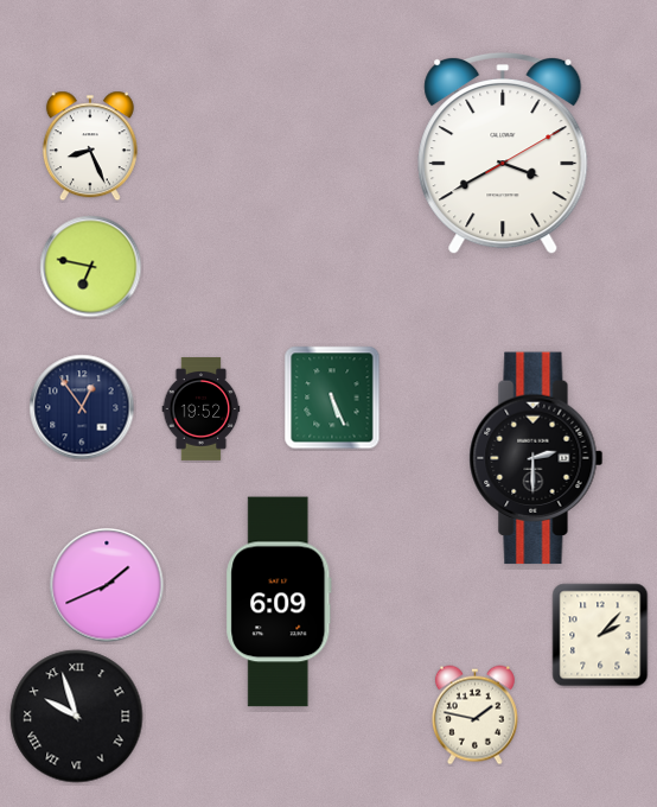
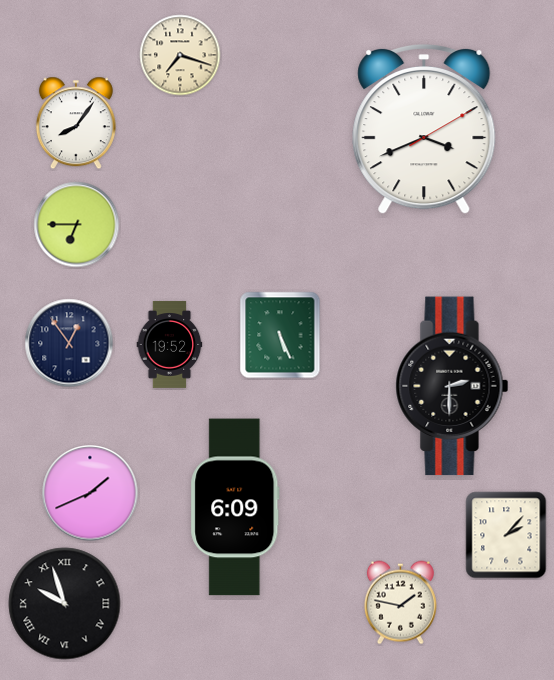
clock at (180, 55): none -> 7:18
clock at (90, 146): 8:26 -> 8:06
clock at (503, 153): 3:40 -> 3:41
clock at (91, 267): 6:47 -> 6:45
